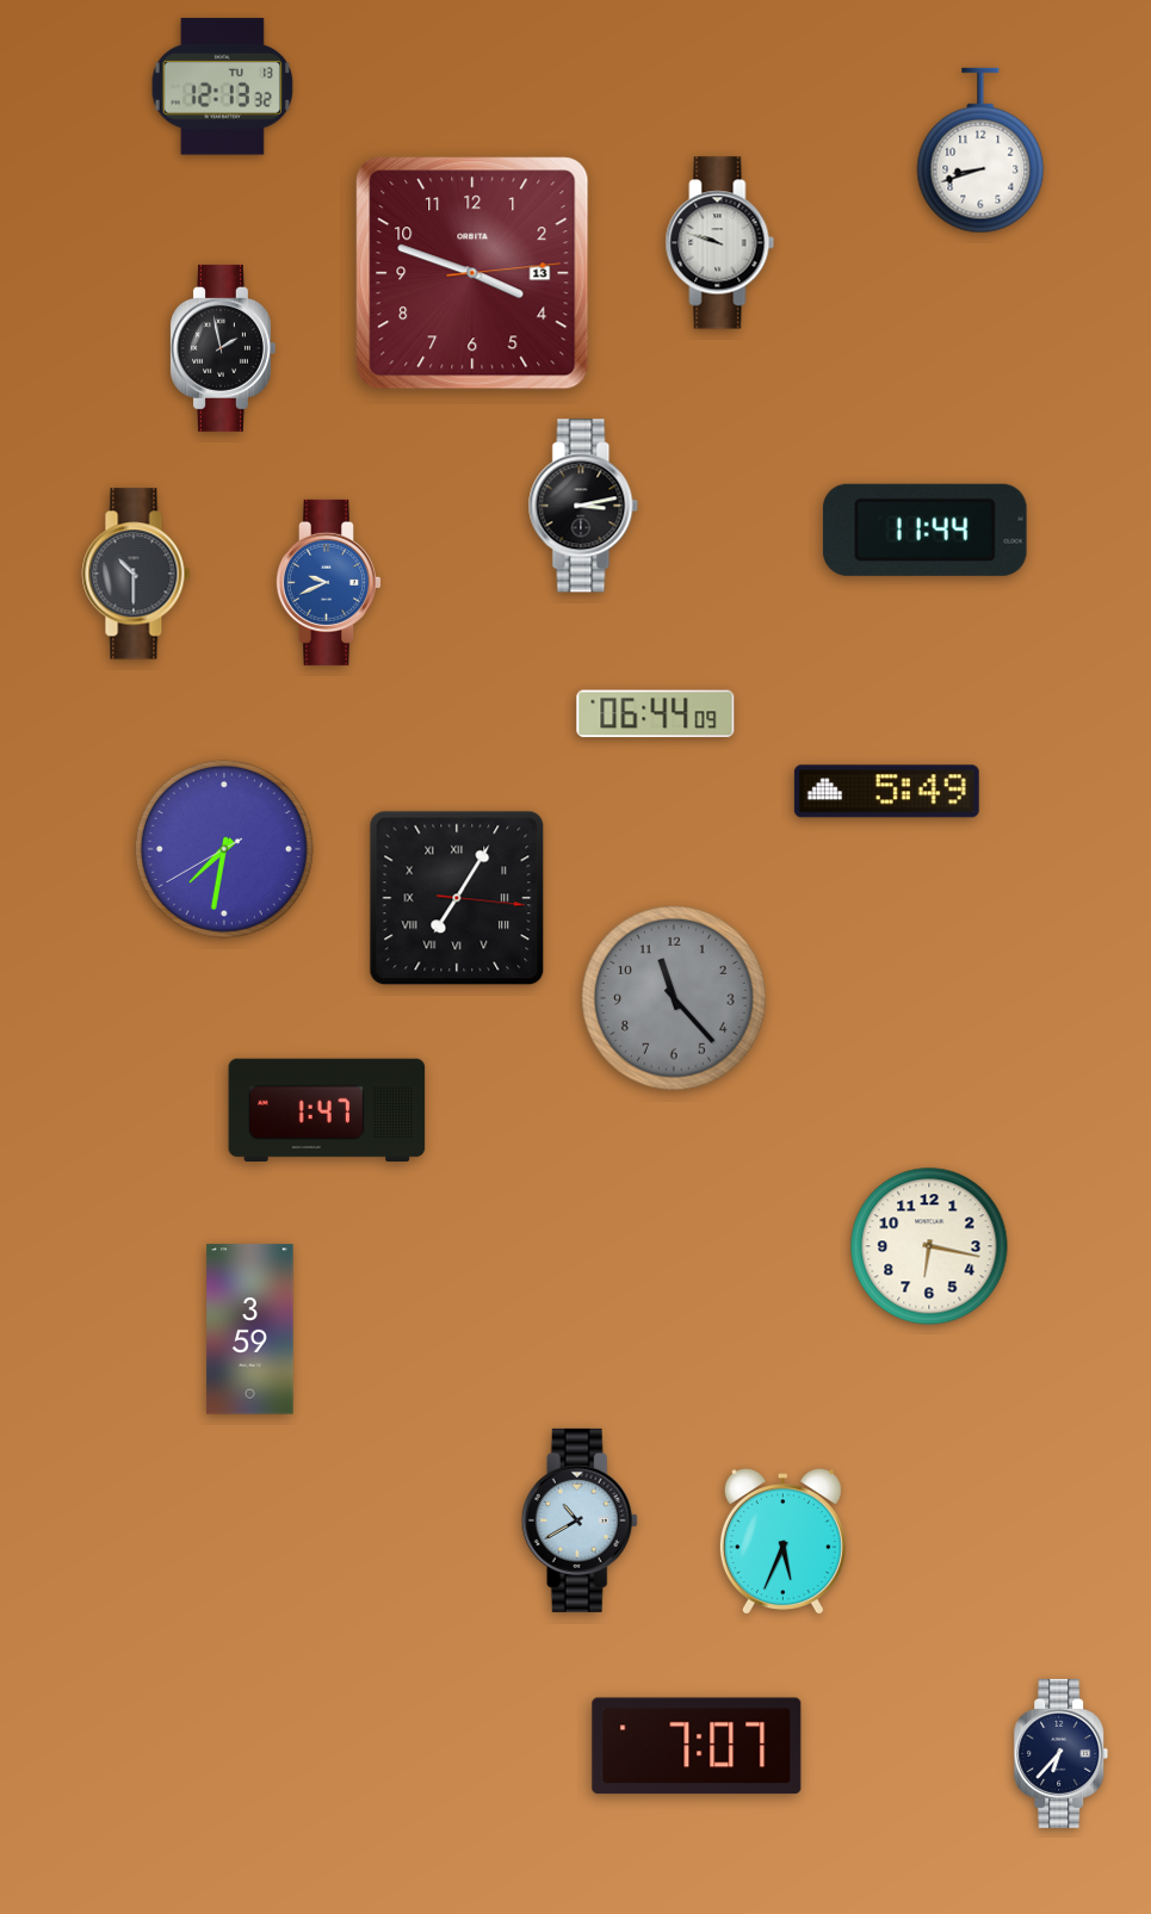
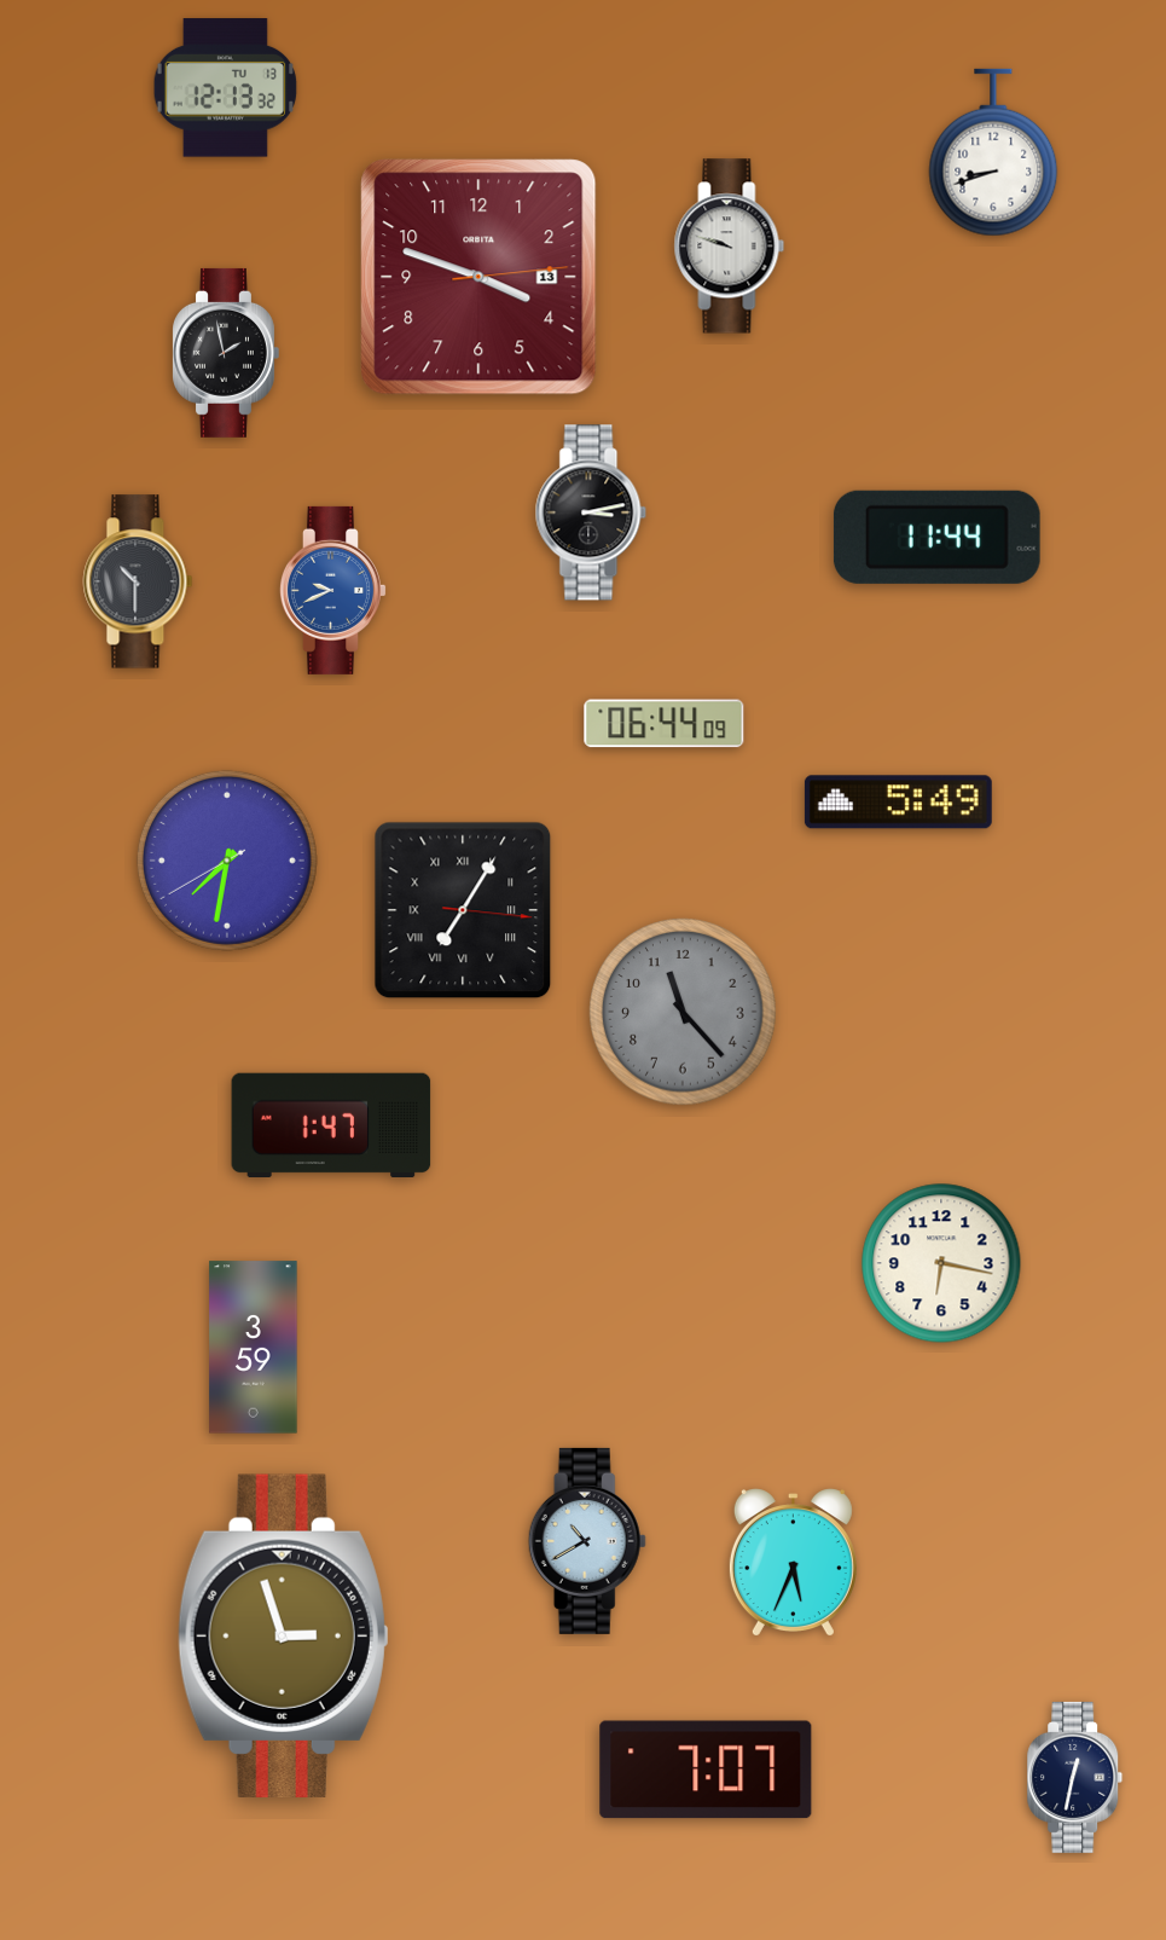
clock at (283, 1635): none -> 2:57
clock at (1062, 1753): 6:37 -> 12:32
